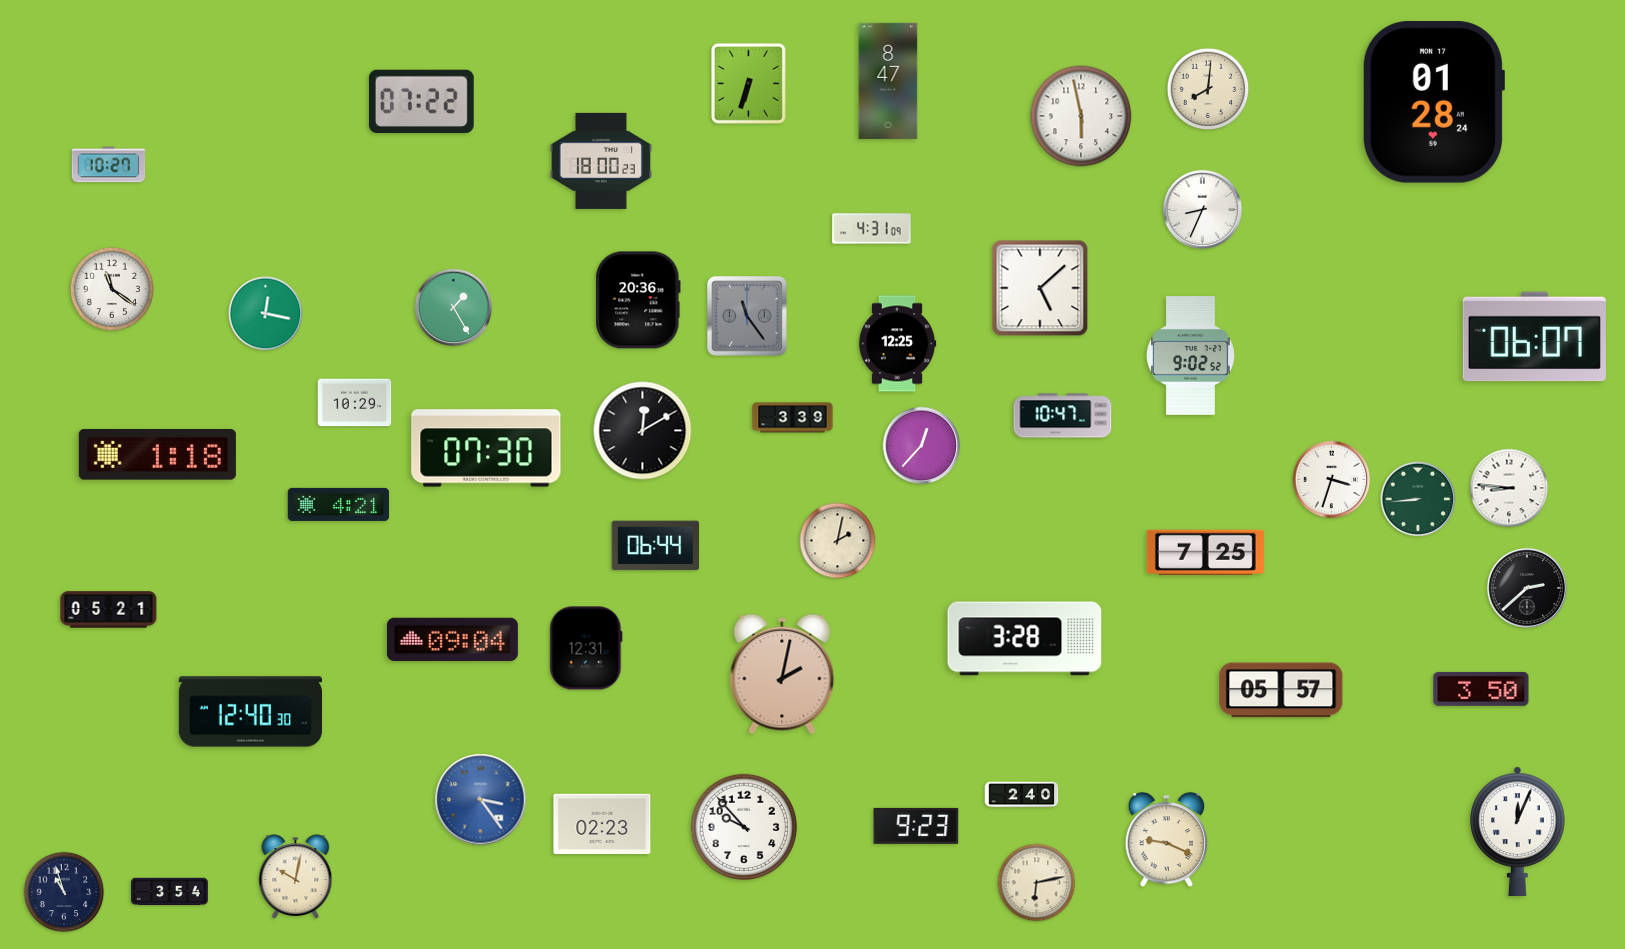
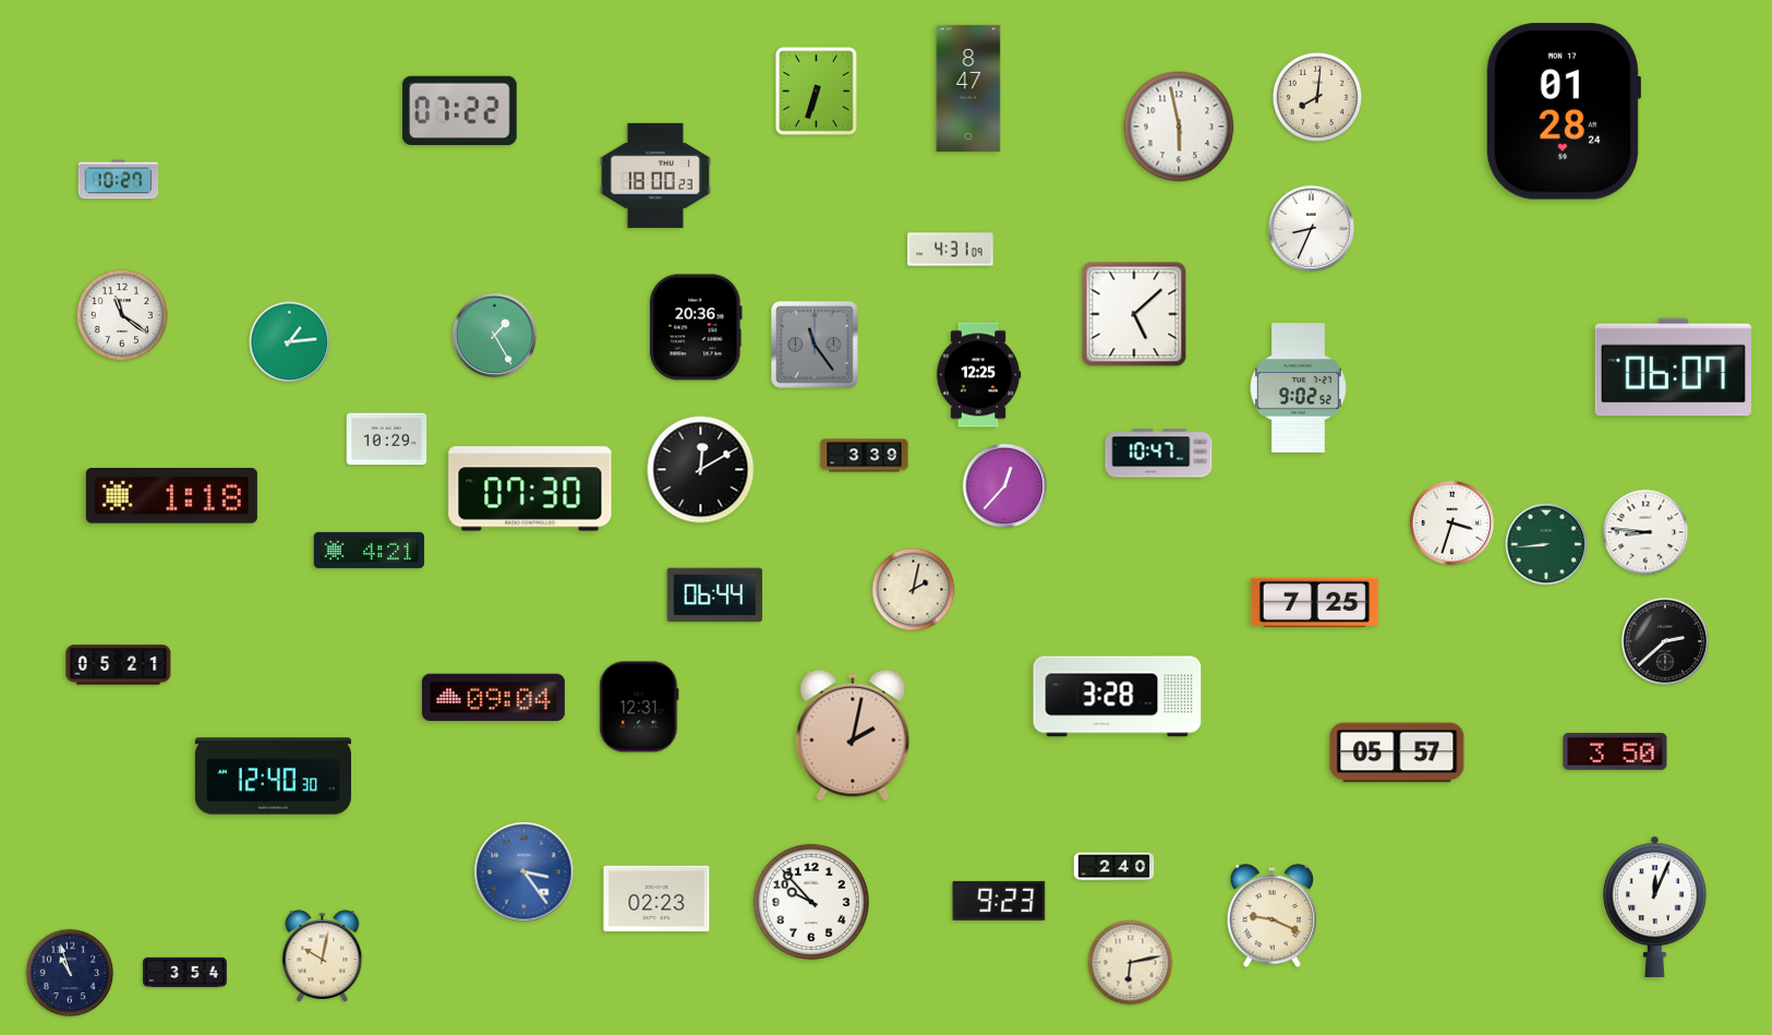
clock at (266, 314): 12:17 -> 1:14
